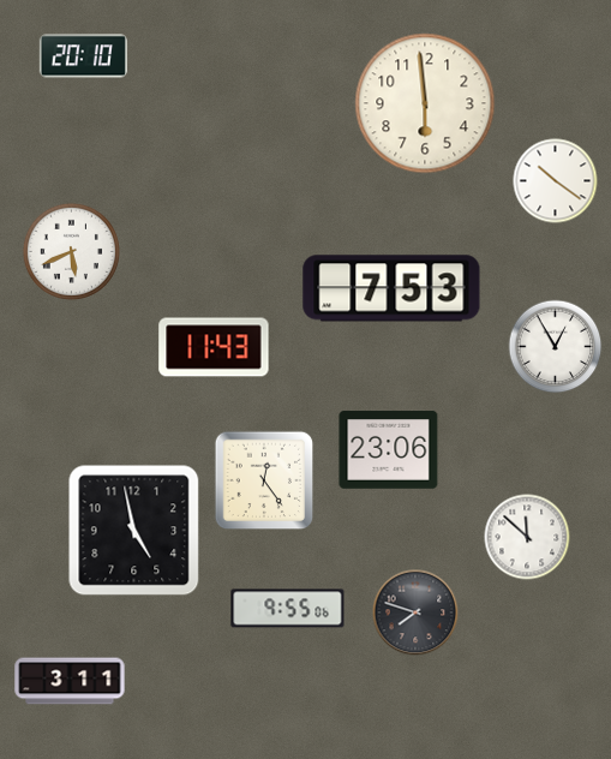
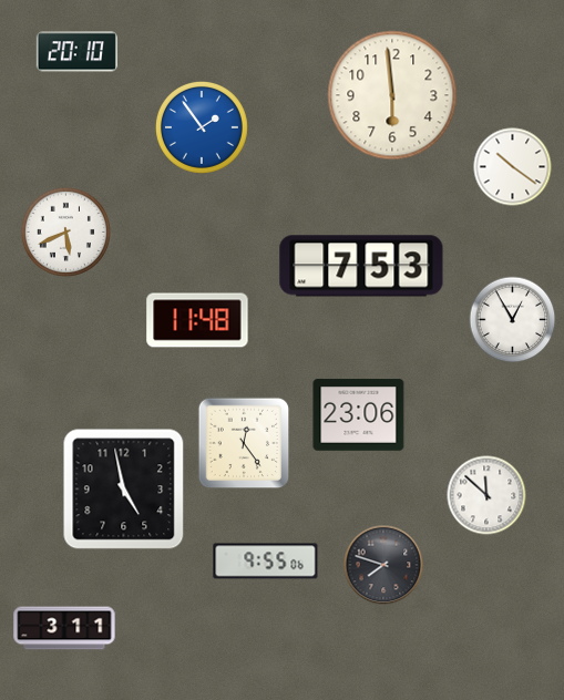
clock at (202, 127): none -> 1:54
clock at (214, 347): 11:43 -> 11:48
